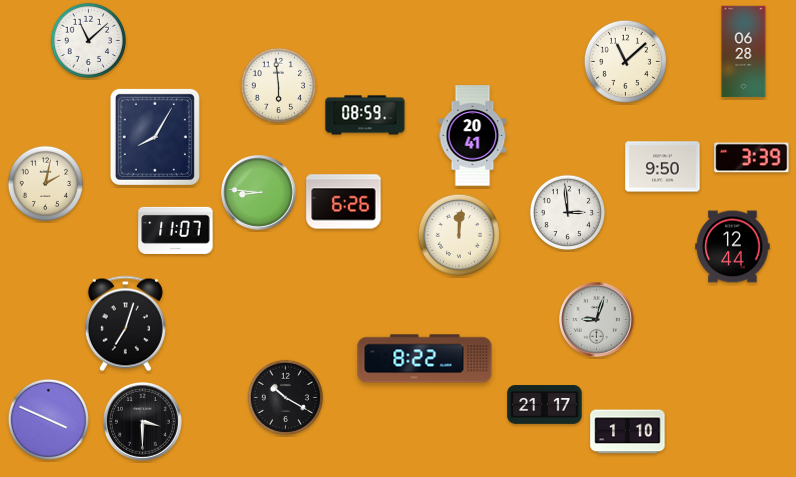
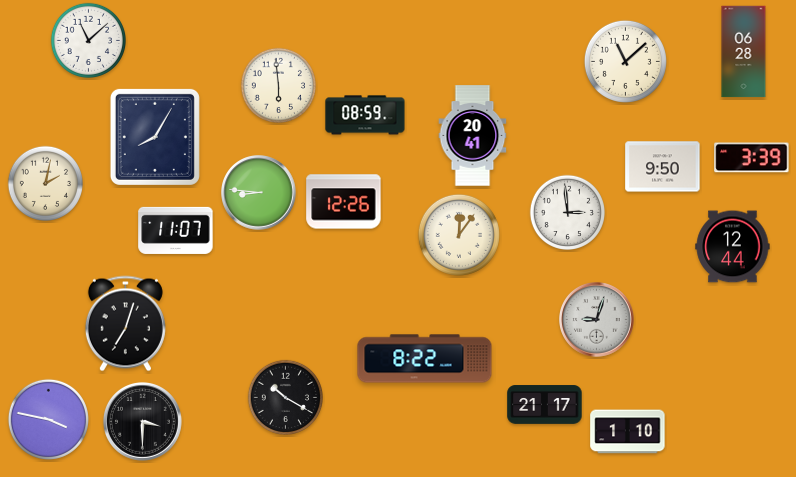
clock at (344, 202): 6:26 -> 12:26
clock at (459, 235): 12:01 -> 12:06
clock at (48, 419): 3:49 -> 3:47
